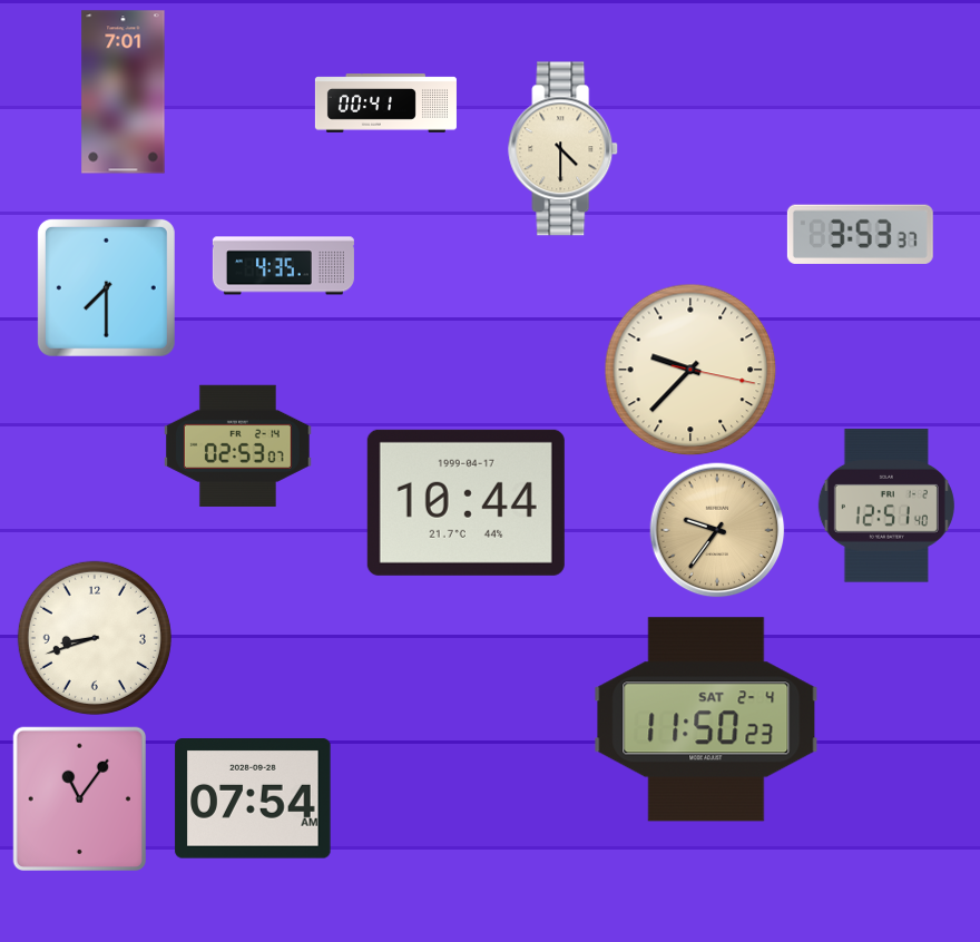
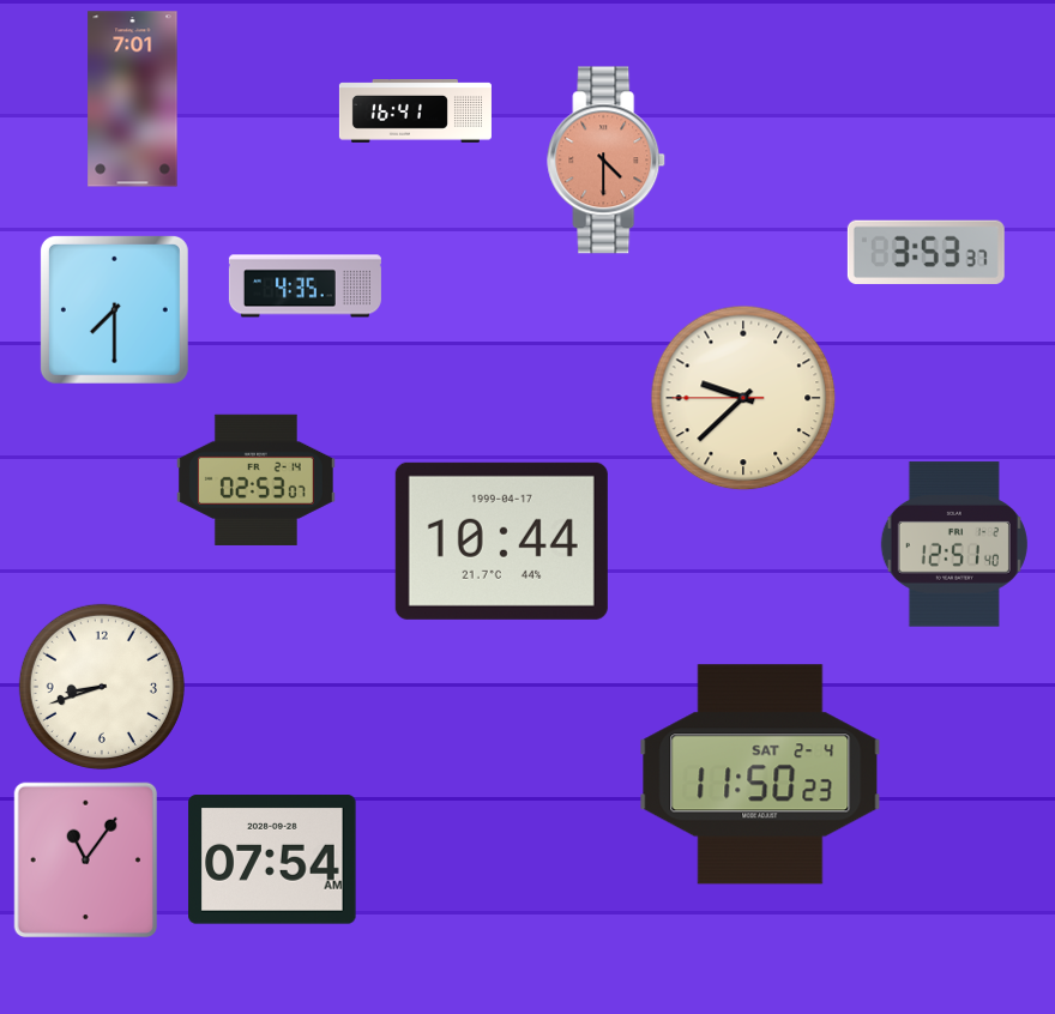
clock at (385, 104): 00:41 -> 16:41
clock at (563, 149) dial: cream -> salmon
clock at (690, 370): 9:37:17 -> 9:37:45
clock at (717, 530): 9:36 -> none
